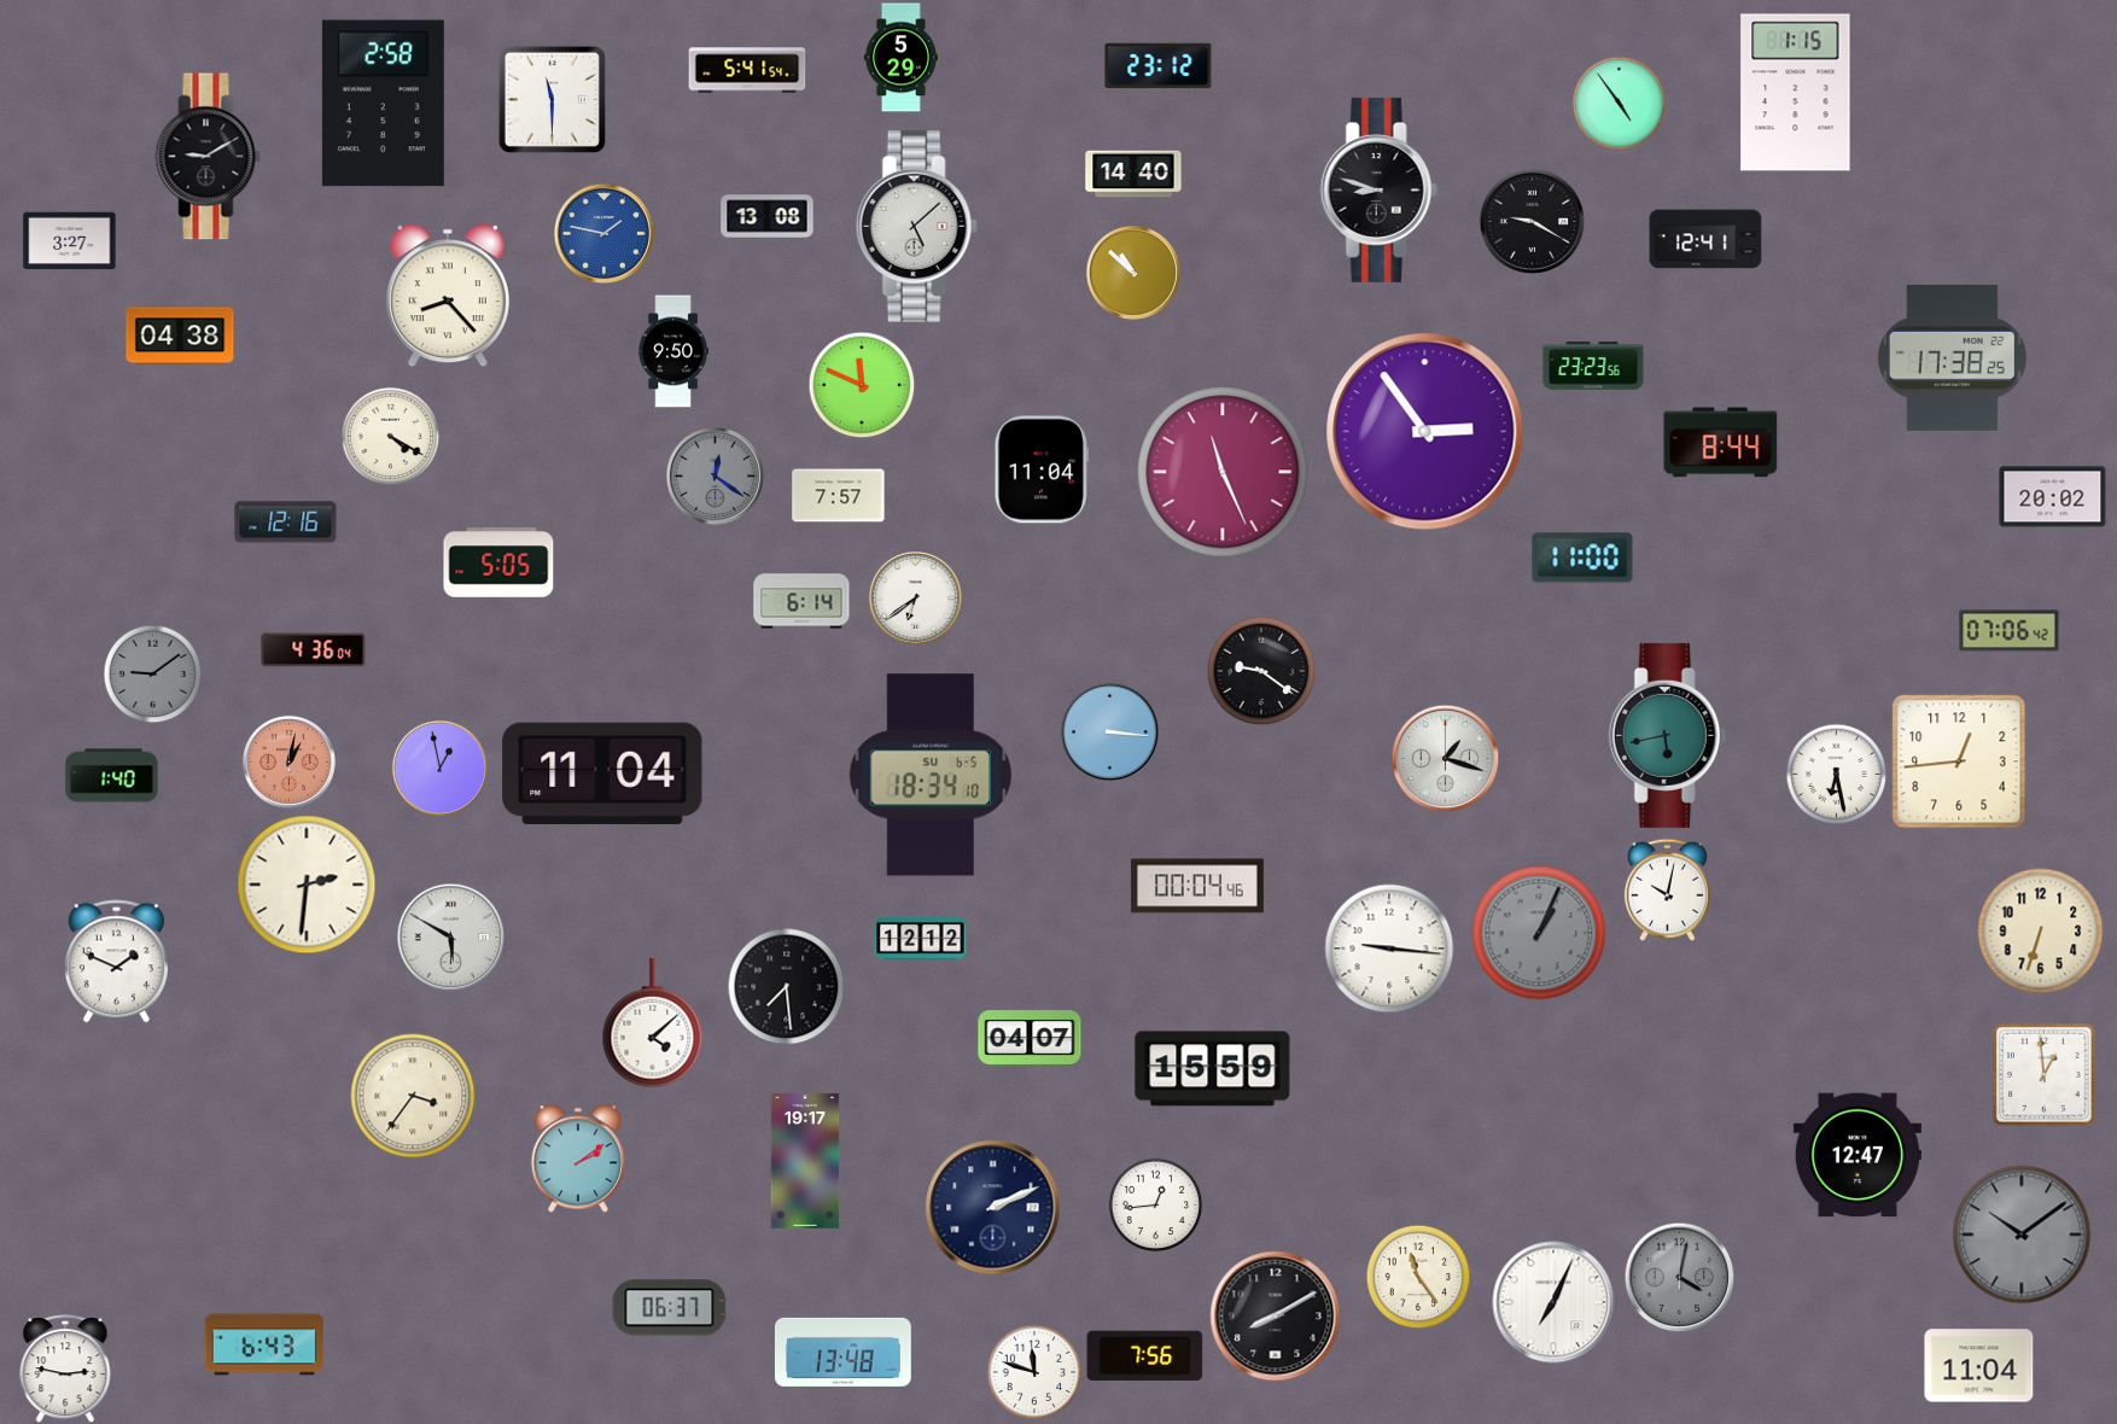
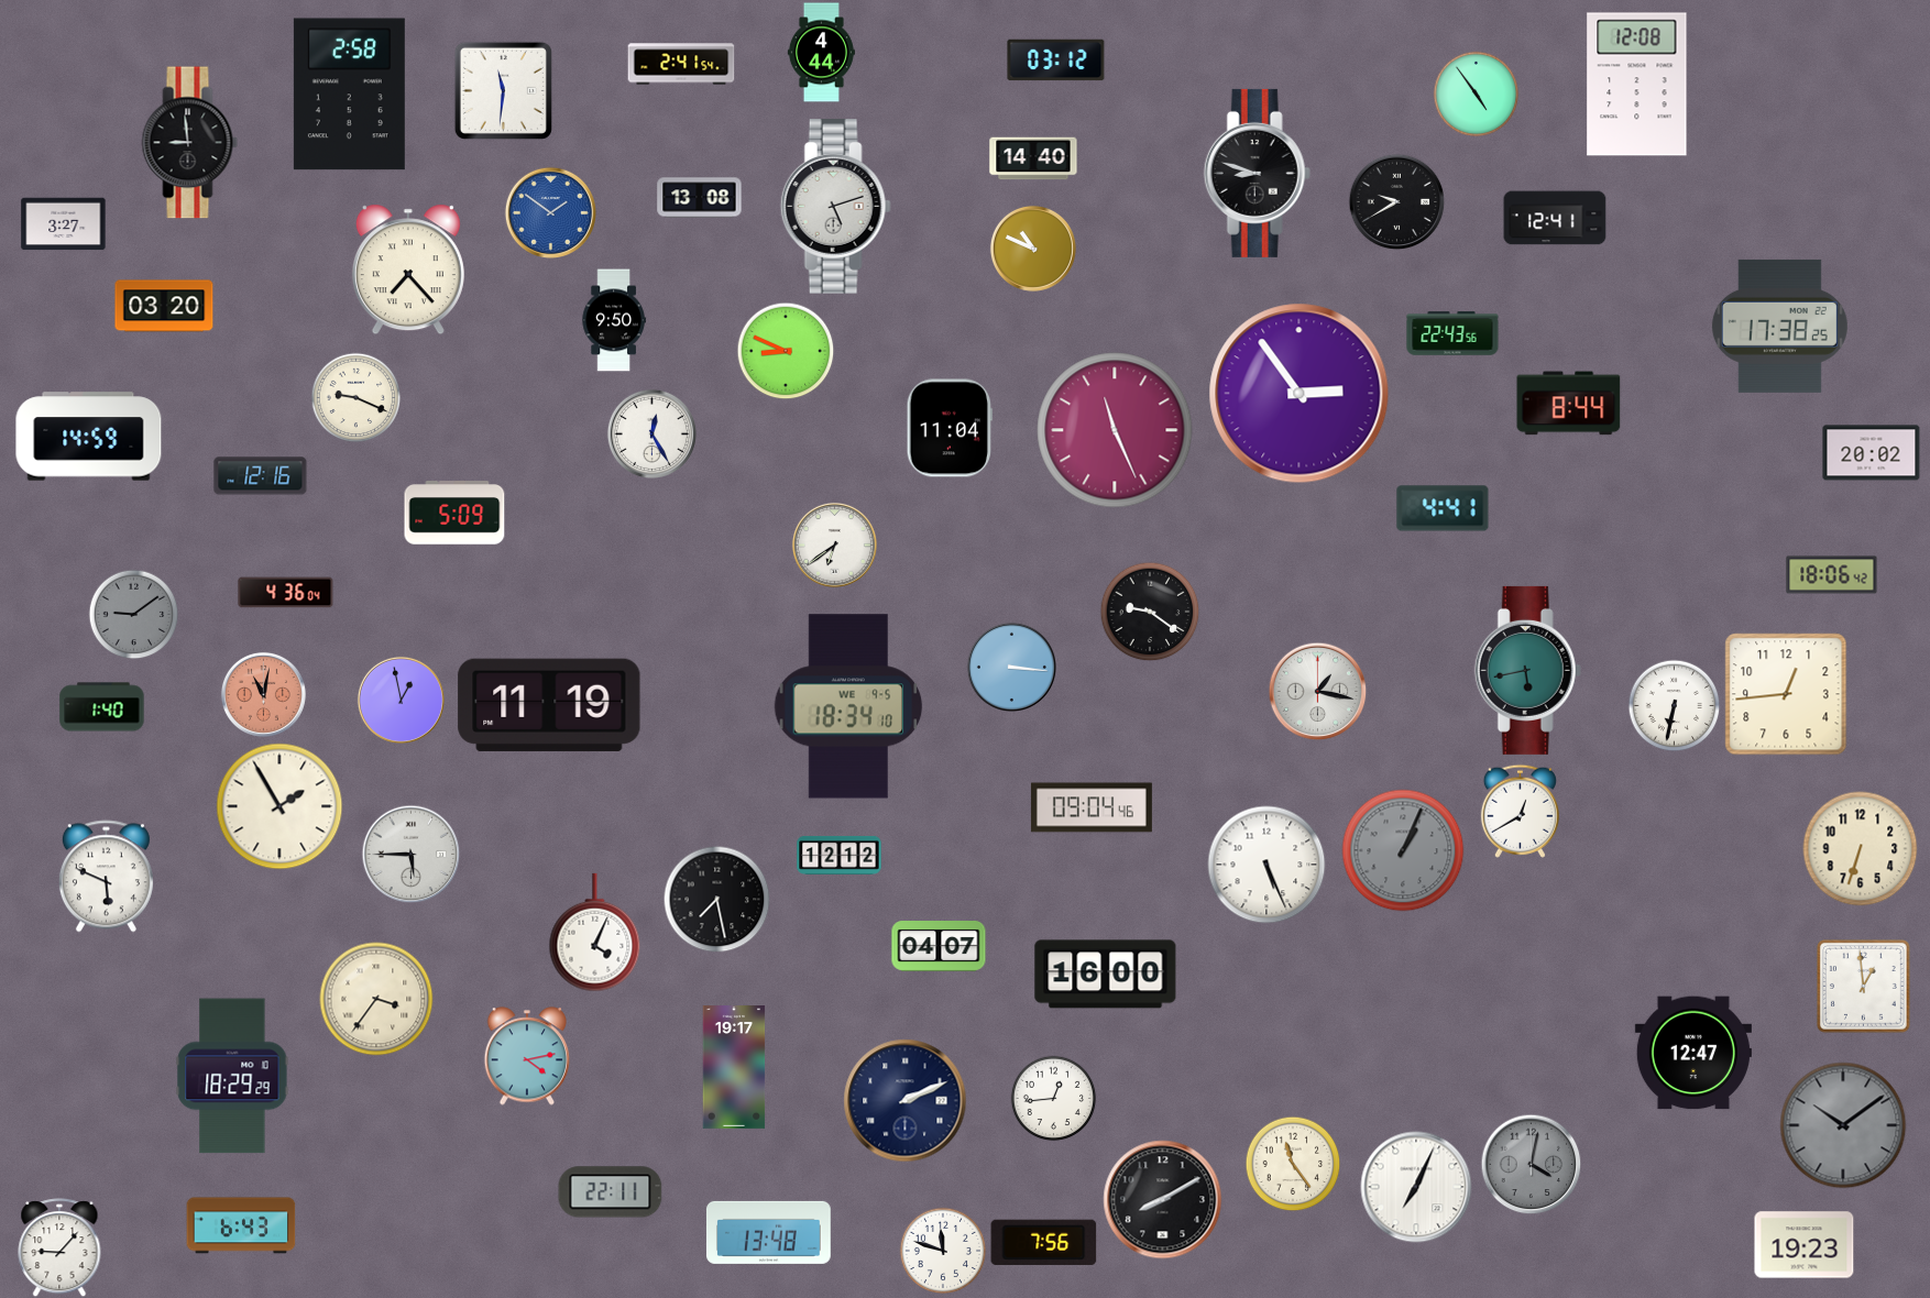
clock at (900, 58): 5:29 -> 4:44
clock at (1159, 66): 23:12 -> 03:12
clock at (747, 70): 5:41 -> 2:41
clock at (1796, 93): 1:15 -> 12:08
clock at (552, 99): 11:30 -> 11:31
clock at (209, 157): 9:10 -> 8:59
clock at (1532, 221): 9:20 -> 9:40
clock at (916, 227): 5:08 -> 5:12
clock at (603, 233): 1:47 -> 1:51
clock at (70, 241) position: (70, 241) -> (64, 224)
clock at (1133, 273): 10:52 -> 10:49
clock at (448, 296): 8:23 -> 7:23
clock at (180, 335): 04:38 -> 03:20
clock at (1593, 366): 23:23 -> 22:43
clock at (862, 385): 11:49 -> 8:49
clock at (390, 436): 4:20 -> 9:19
clock at (715, 475): 12:21 -> 12:25
clock at (715, 475) dial: grey -> white
clock at (89, 437): none -> 14:59
clock at (839, 496): 7:57 -> none
clock at (1582, 558): 11:00 -> 4:41
clock at (498, 562): 5:05 -> 5:09
clock at (801, 601): 6:14 -> none
clock at (2010, 631): 07:06 -> 18:06
clock at (152, 673) position: (152, 673) -> (133, 614)
clock at (1667, 735) position: (1667, 735) -> (1527, 670)
clock at (1445, 758): 1:18 -> 1:17
clock at (288, 761): 1:02 -> 11:02
clock at (602, 774): 11:04 -> 11:19
clock at (1836, 774): 6:28 -> 6:32
clock at (931, 775) date: SU 6-5 -> WE 9-5
clock at (307, 885): 2:31 -> 1:55
clock at (1197, 886): 00:04 -> 09:04
clock at (1667, 889): 10:02 -> 12:40
clock at (450, 936): 5:50 -> 5:45
clock at (1389, 949): 9:16 -> 5:26
clock at (116, 962): 1:49 -> 5:49
clock at (786, 986): 7:29 -> 7:28
clock at (653, 1023): 4:08 -> 4:04
clock at (1213, 1069): 15:59 -> 16:00
clock at (2045, 1075) position: (2045, 1075) -> (1864, 987)
clock at (578, 1159): 2:09 -> 4:13
clock at (805, 1162) position: (805, 1162) -> (734, 1068)
clock at (232, 1076): none -> 18:29
clock at (670, 1308): 06:37 -> 22:11
clock at (1145, 1355) position: (1145, 1355) -> (1044, 1242)
clock at (1979, 1366): 11:04 -> 19:23
clock at (65, 1368): 2:47 -> 9:07
